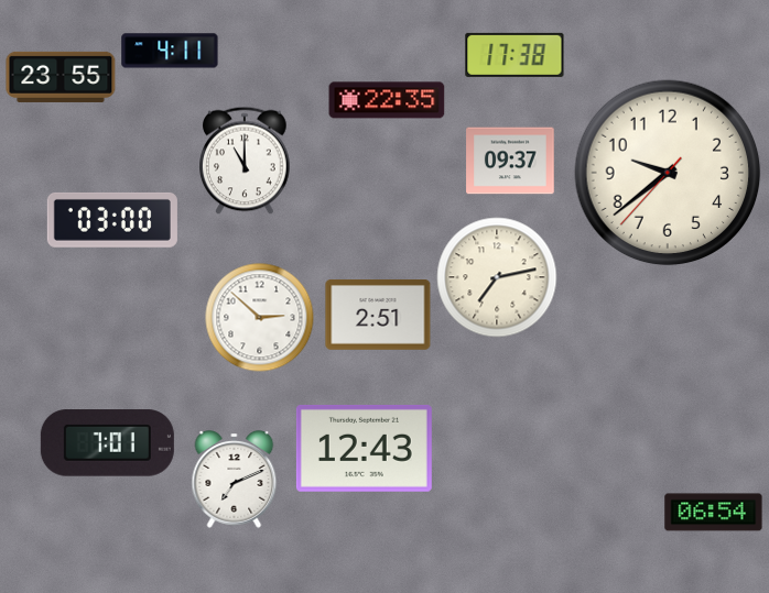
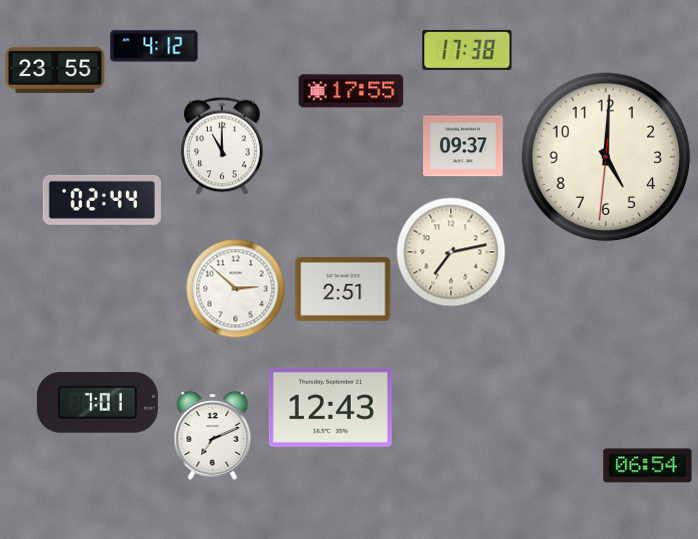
clock at (170, 51): 4:11 -> 4:12
clock at (387, 100): 22:35 -> 17:55
clock at (668, 173): 9:38 -> 5:00
clock at (112, 220): 03:00 -> 02:44
clock at (378, 316) position: (378, 316) -> (343, 290)
